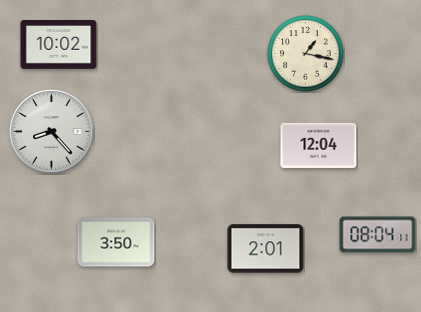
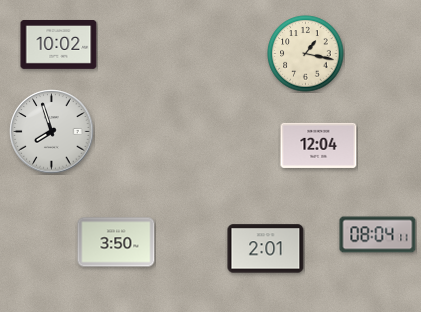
clock at (52, 132): 8:23 -> 7:57
